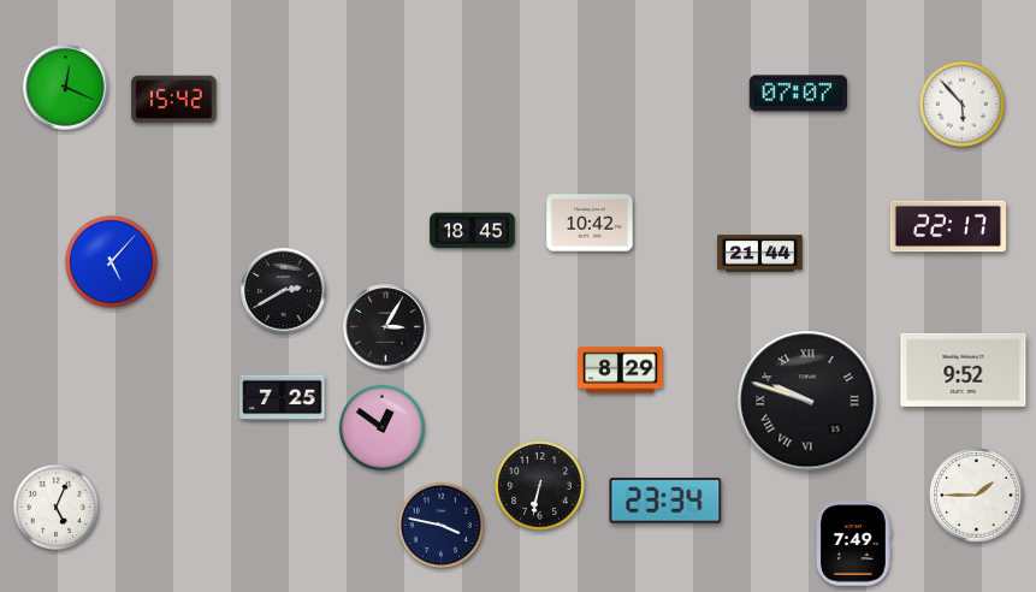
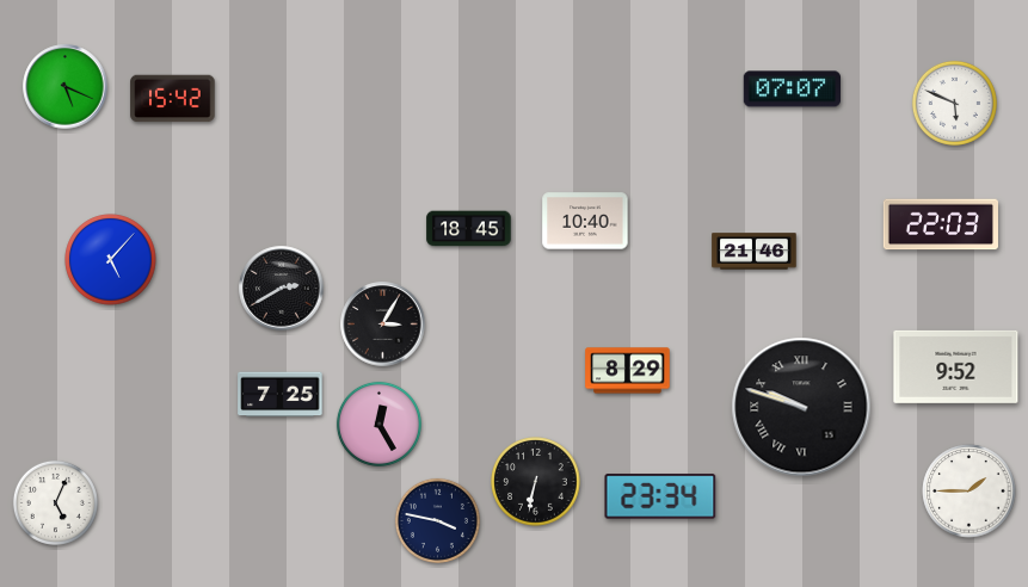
clock at (66, 88): 12:19 -> 5:19
clock at (799, 94) position: (799, 94) -> (793, 89)
clock at (961, 103): 5:53 -> 5:49
clock at (590, 223): 10:42 -> 10:40
clock at (948, 226): 22:17 -> 22:03
clock at (760, 254): 21:44 -> 21:46
clock at (621, 371) position: (621, 371) -> (628, 371)
clock at (807, 401) position: (807, 401) -> (801, 407)
clock at (381, 427): 12:51 -> 12:25
clock at (854, 544): 7:49 -> none
